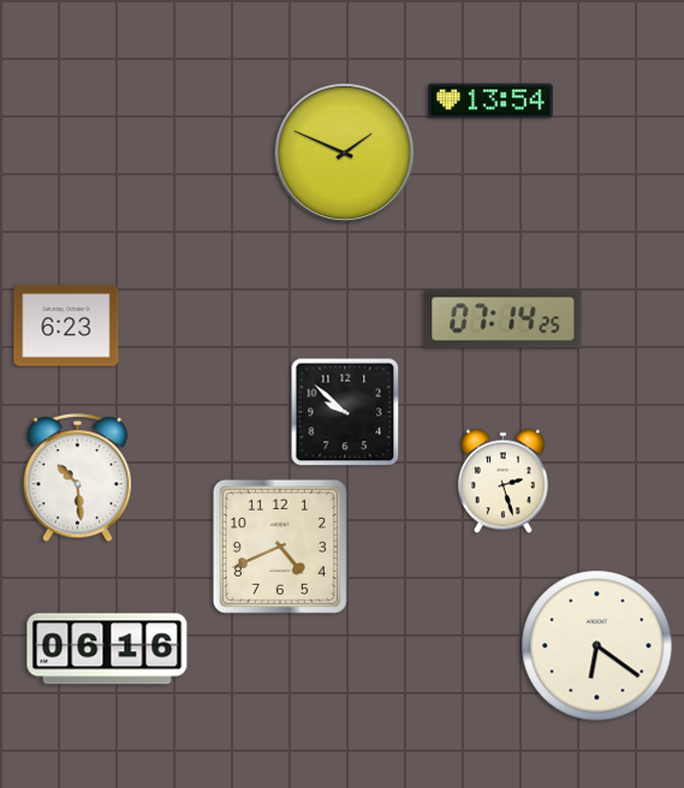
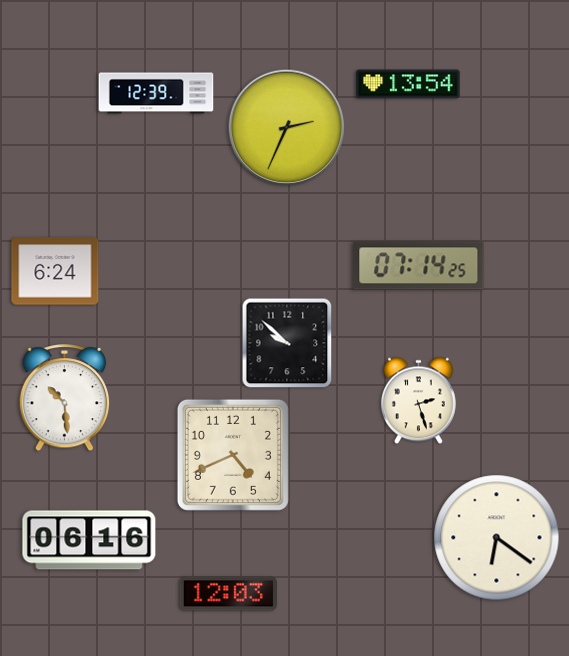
clock at (156, 93): none -> 12:39
clock at (345, 154): 1:49 -> 2:34
clock at (66, 326): 6:23 -> 6:24
clock at (228, 594): none -> 12:03
